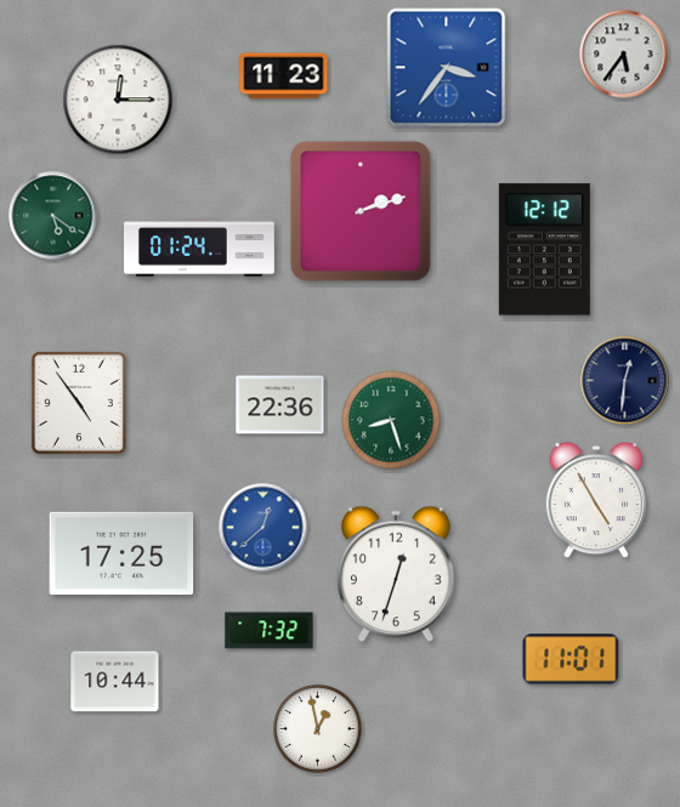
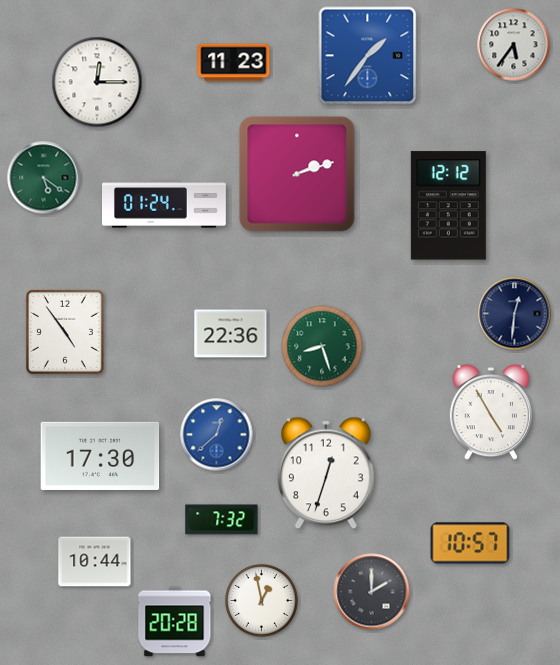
clock at (447, 68): 3:36 -> 1:36
clock at (121, 553): 17:25 -> 17:30
clock at (571, 659): 11:01 -> 10:57
clock at (372, 592): none -> 2:00
clock at (175, 622): none -> 20:28
